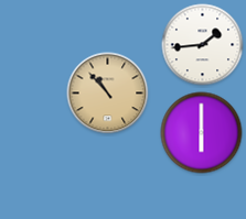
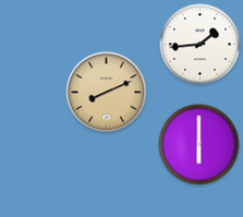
clock at (108, 94): 10:53 -> 8:11
clock at (202, 133) position: (202, 133) -> (199, 145)
